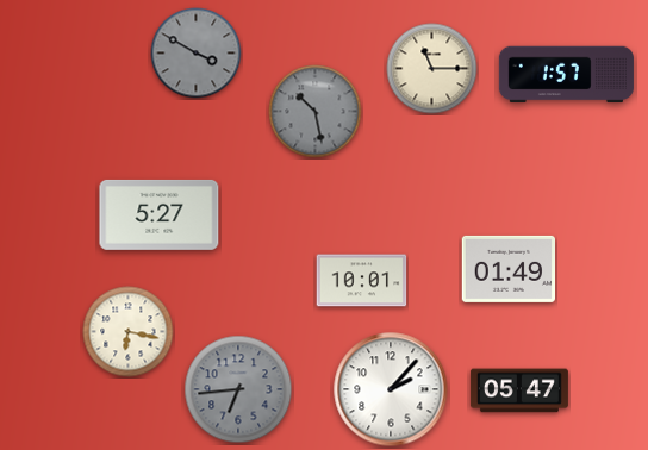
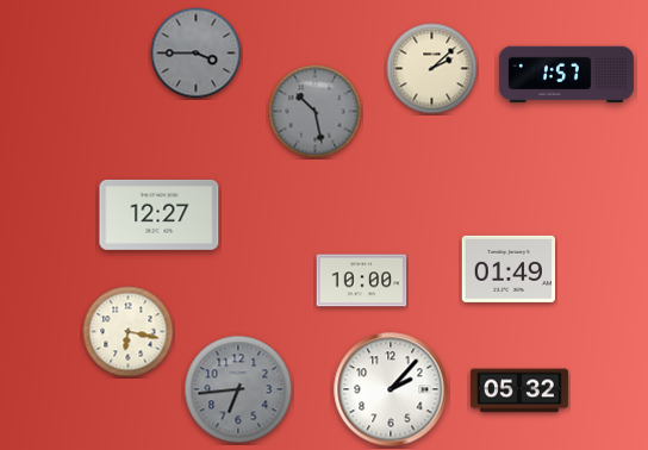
clock at (197, 54): 3:50 -> 3:45
clock at (432, 69): 11:15 -> 2:08
clock at (160, 214): 5:27 -> 12:27
clock at (362, 281): 10:01 -> 10:00
clock at (519, 390): 05:47 -> 05:32
